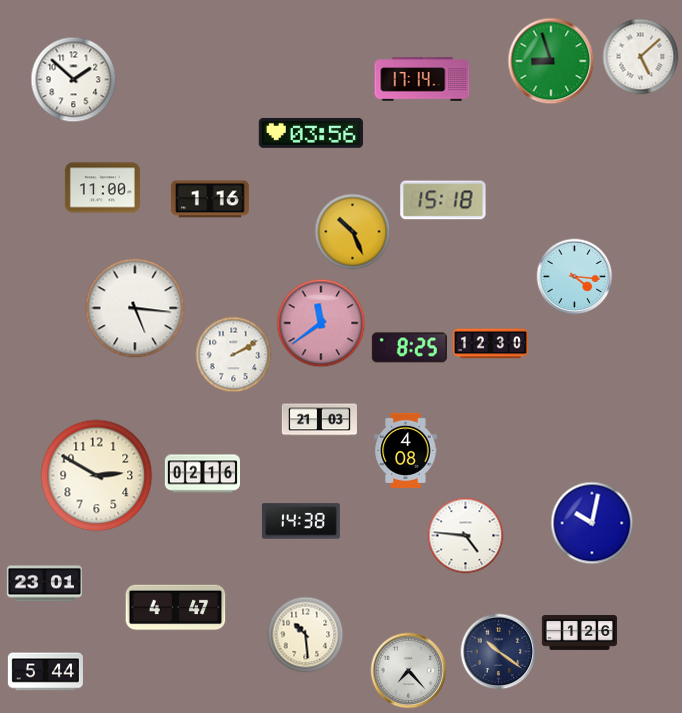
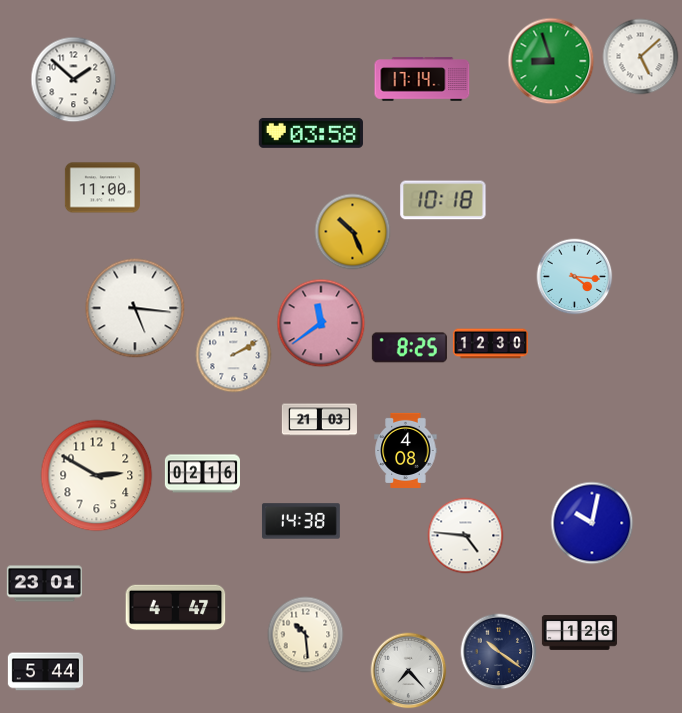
clock at (311, 133): 03:56 -> 03:58
clock at (210, 199): 1:16 -> none
clock at (443, 200): 15:18 -> 10:18
